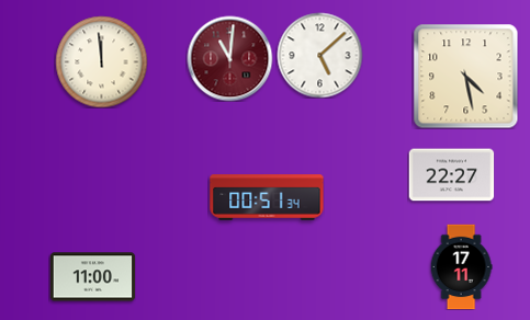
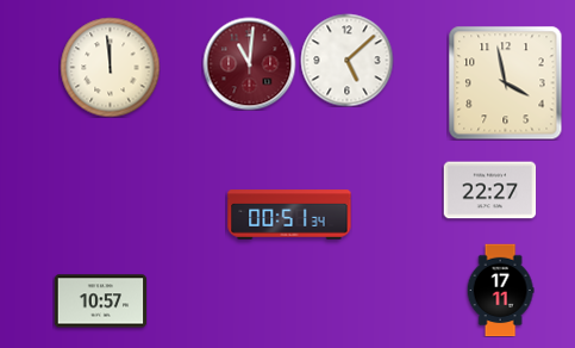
clock at (465, 76): 4:28 -> 3:58
clock at (92, 277): 11:00 -> 10:57
